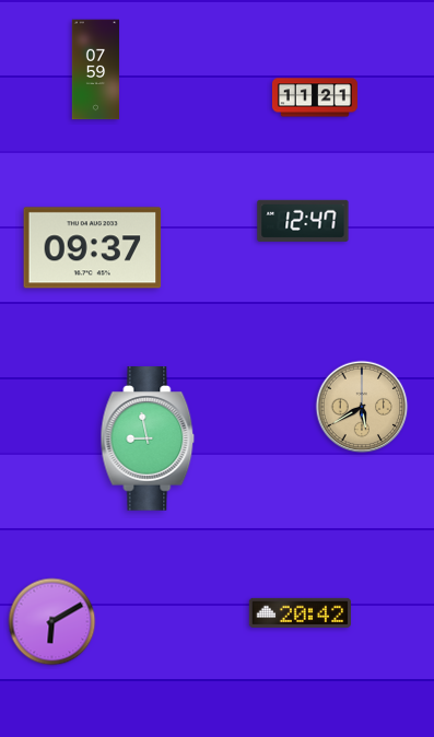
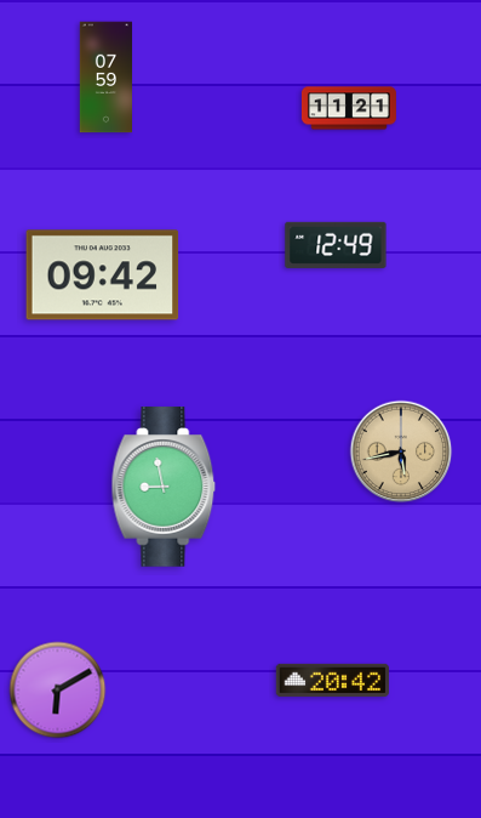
clock at (303, 221): 12:47 -> 12:49
clock at (93, 248): 09:37 -> 09:42
clock at (362, 407): 5:40 -> 5:43
